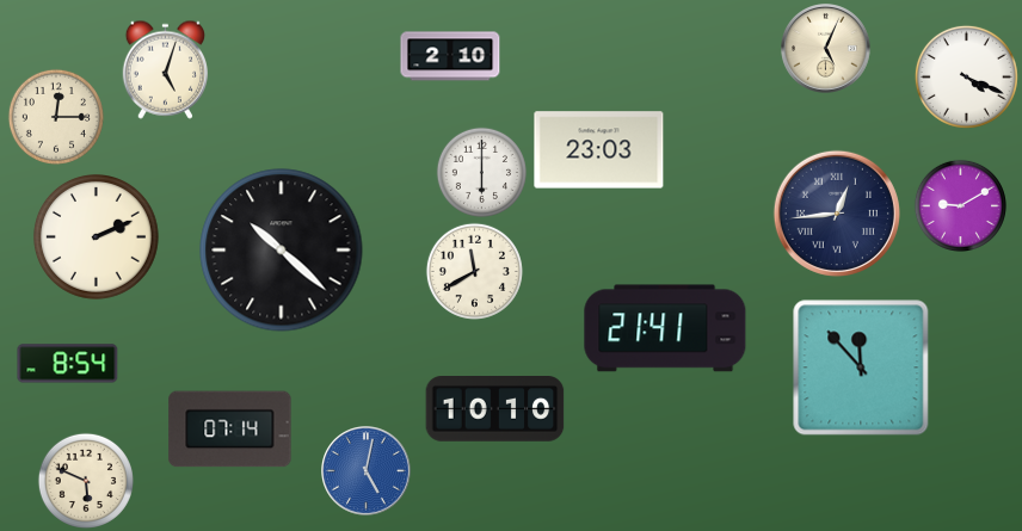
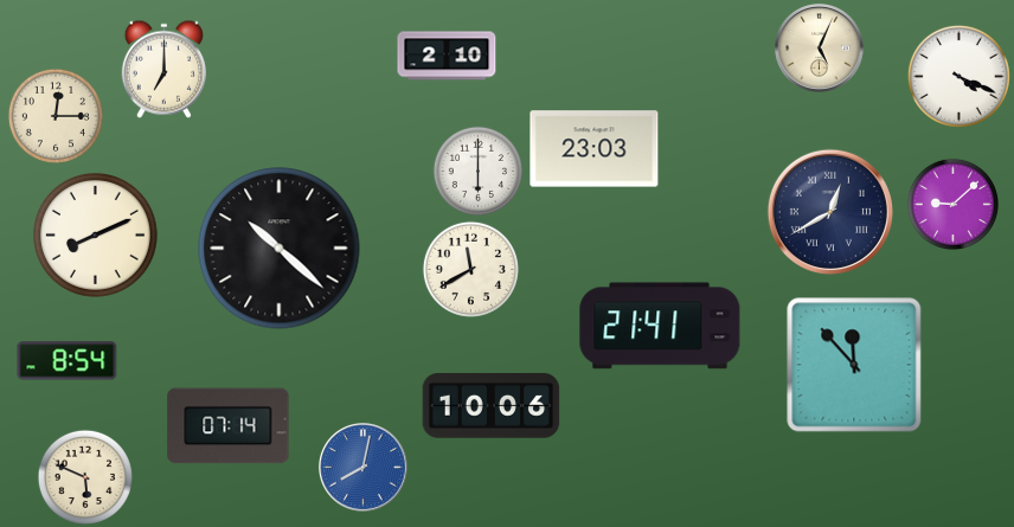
clock at (165, 69): 5:03 -> 7:00
clock at (960, 205): 9:10 -> 9:08
clock at (837, 214): 12:44 -> 12:40
clock at (97, 237): 2:11 -> 8:11
clock at (495, 409): 10:10 -> 10:06
clock at (367, 471): 5:02 -> 8:02
